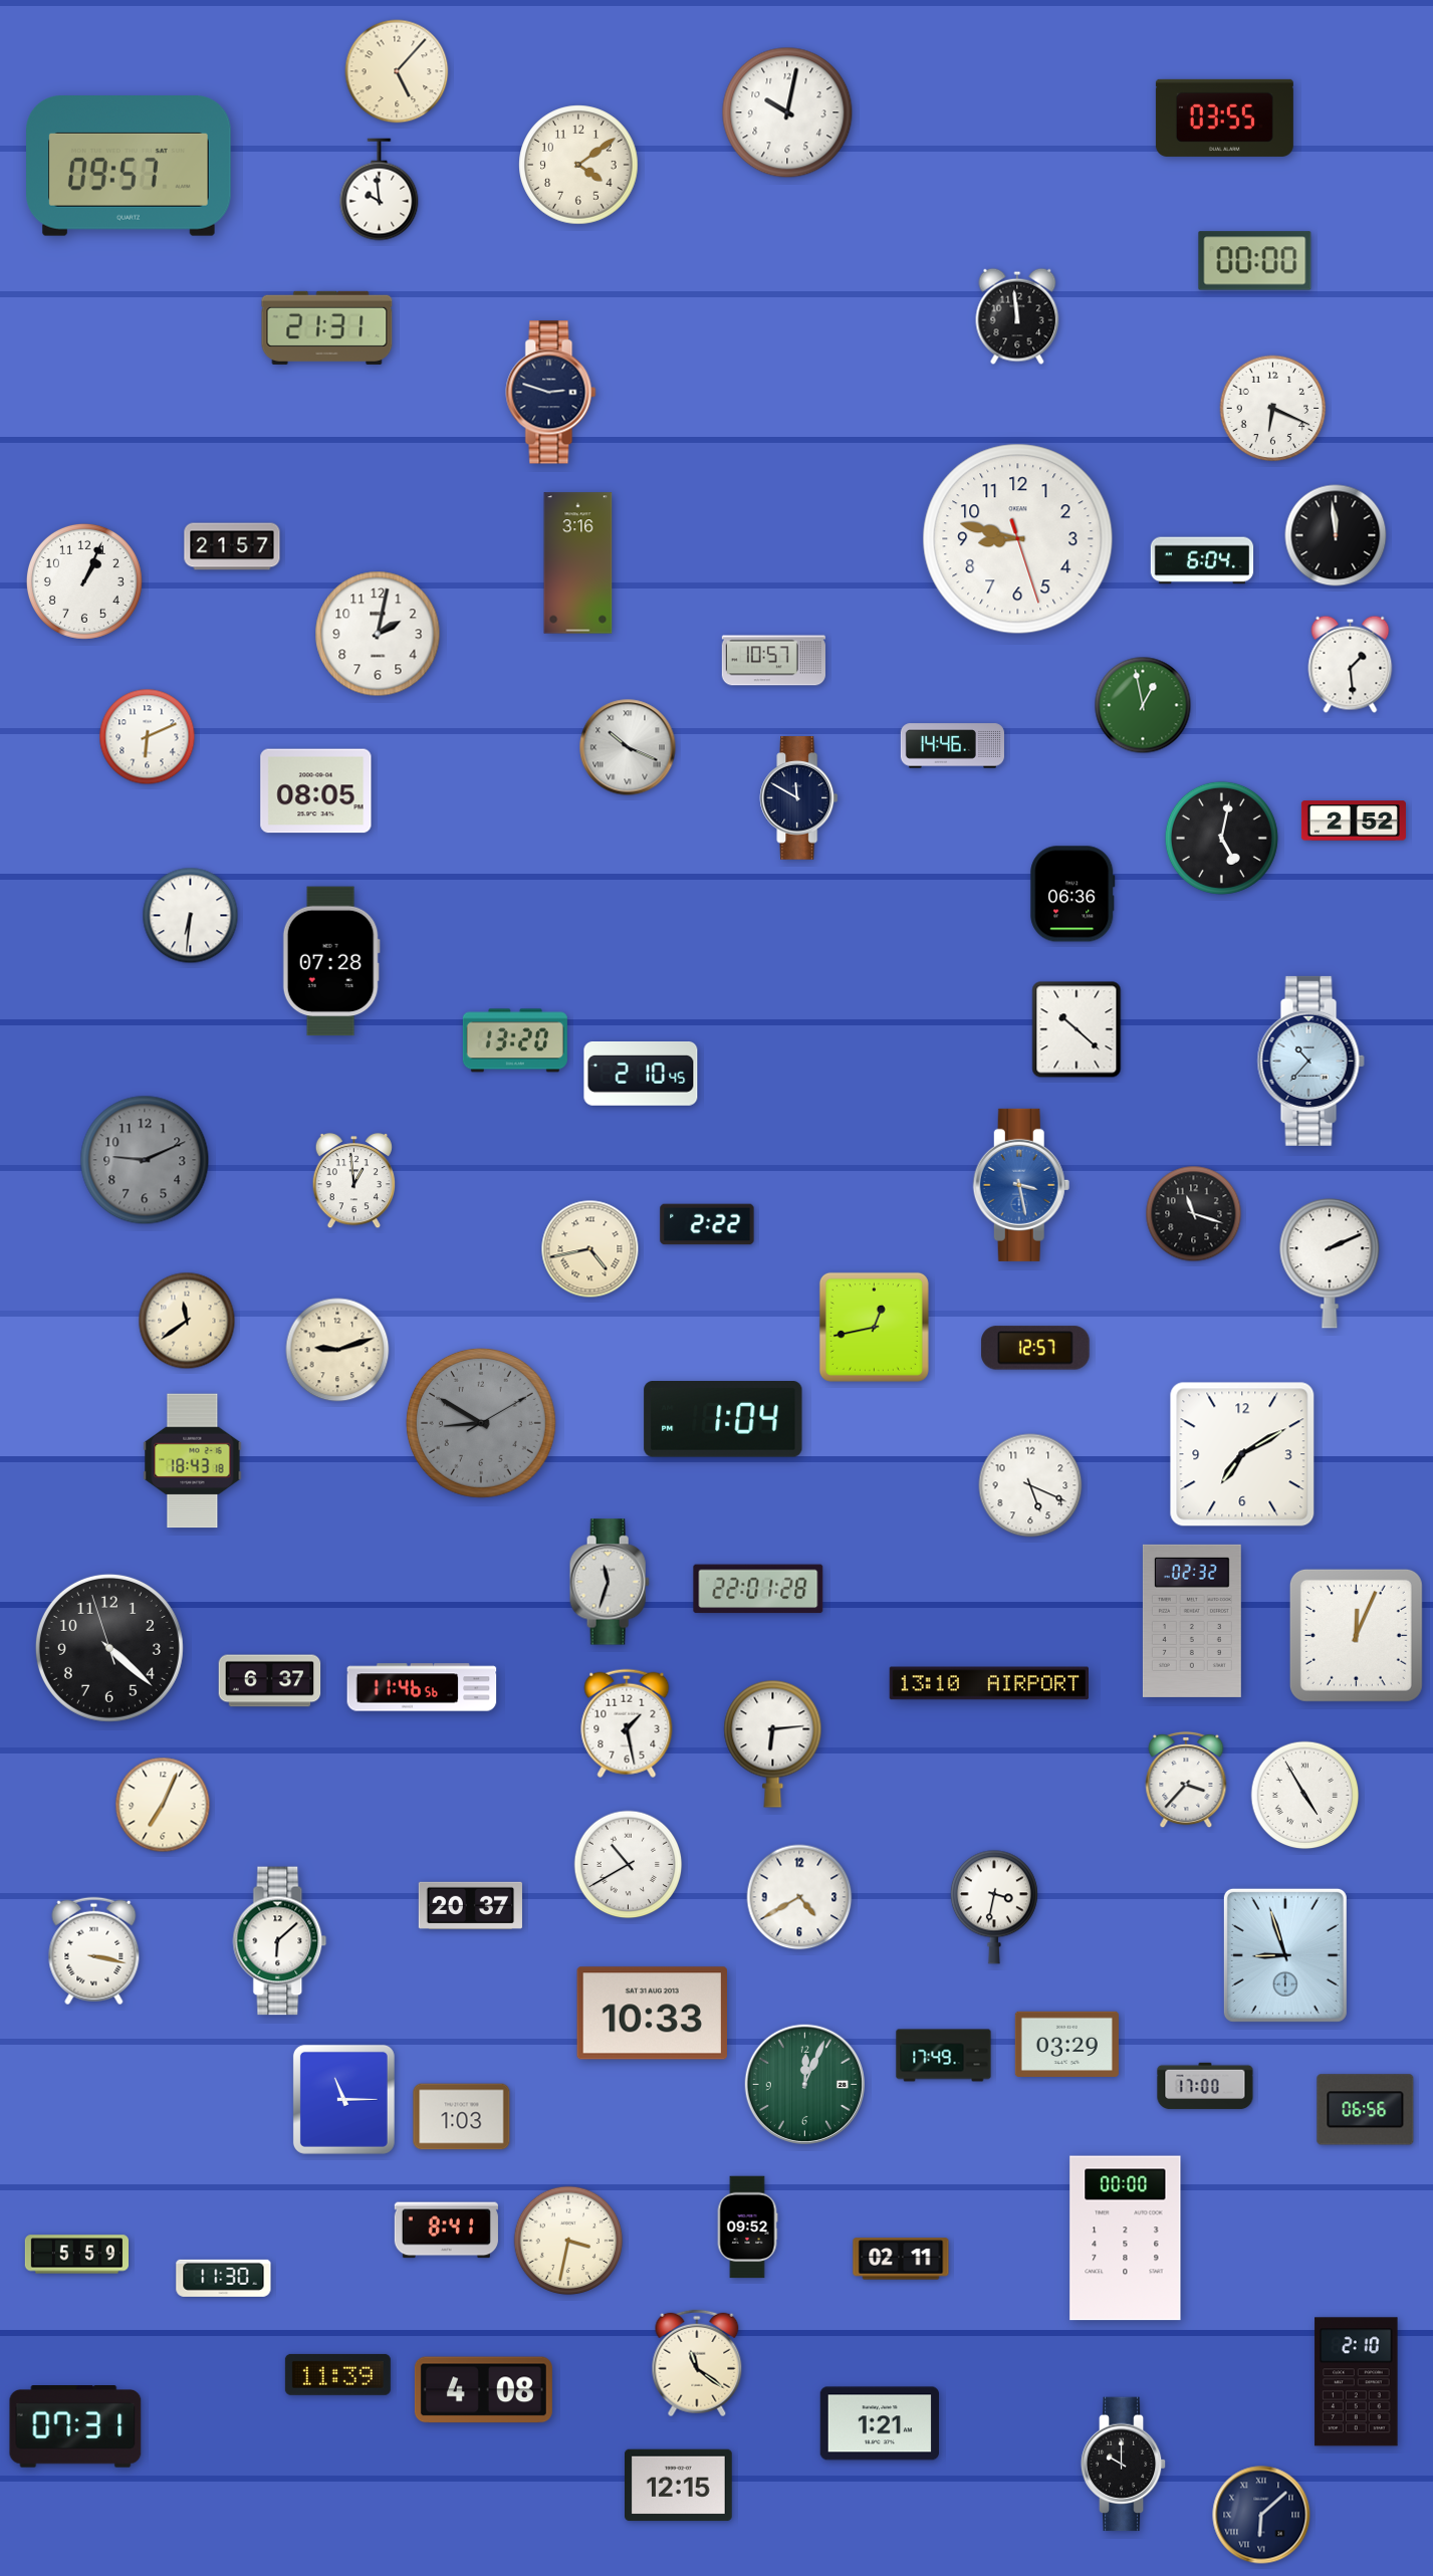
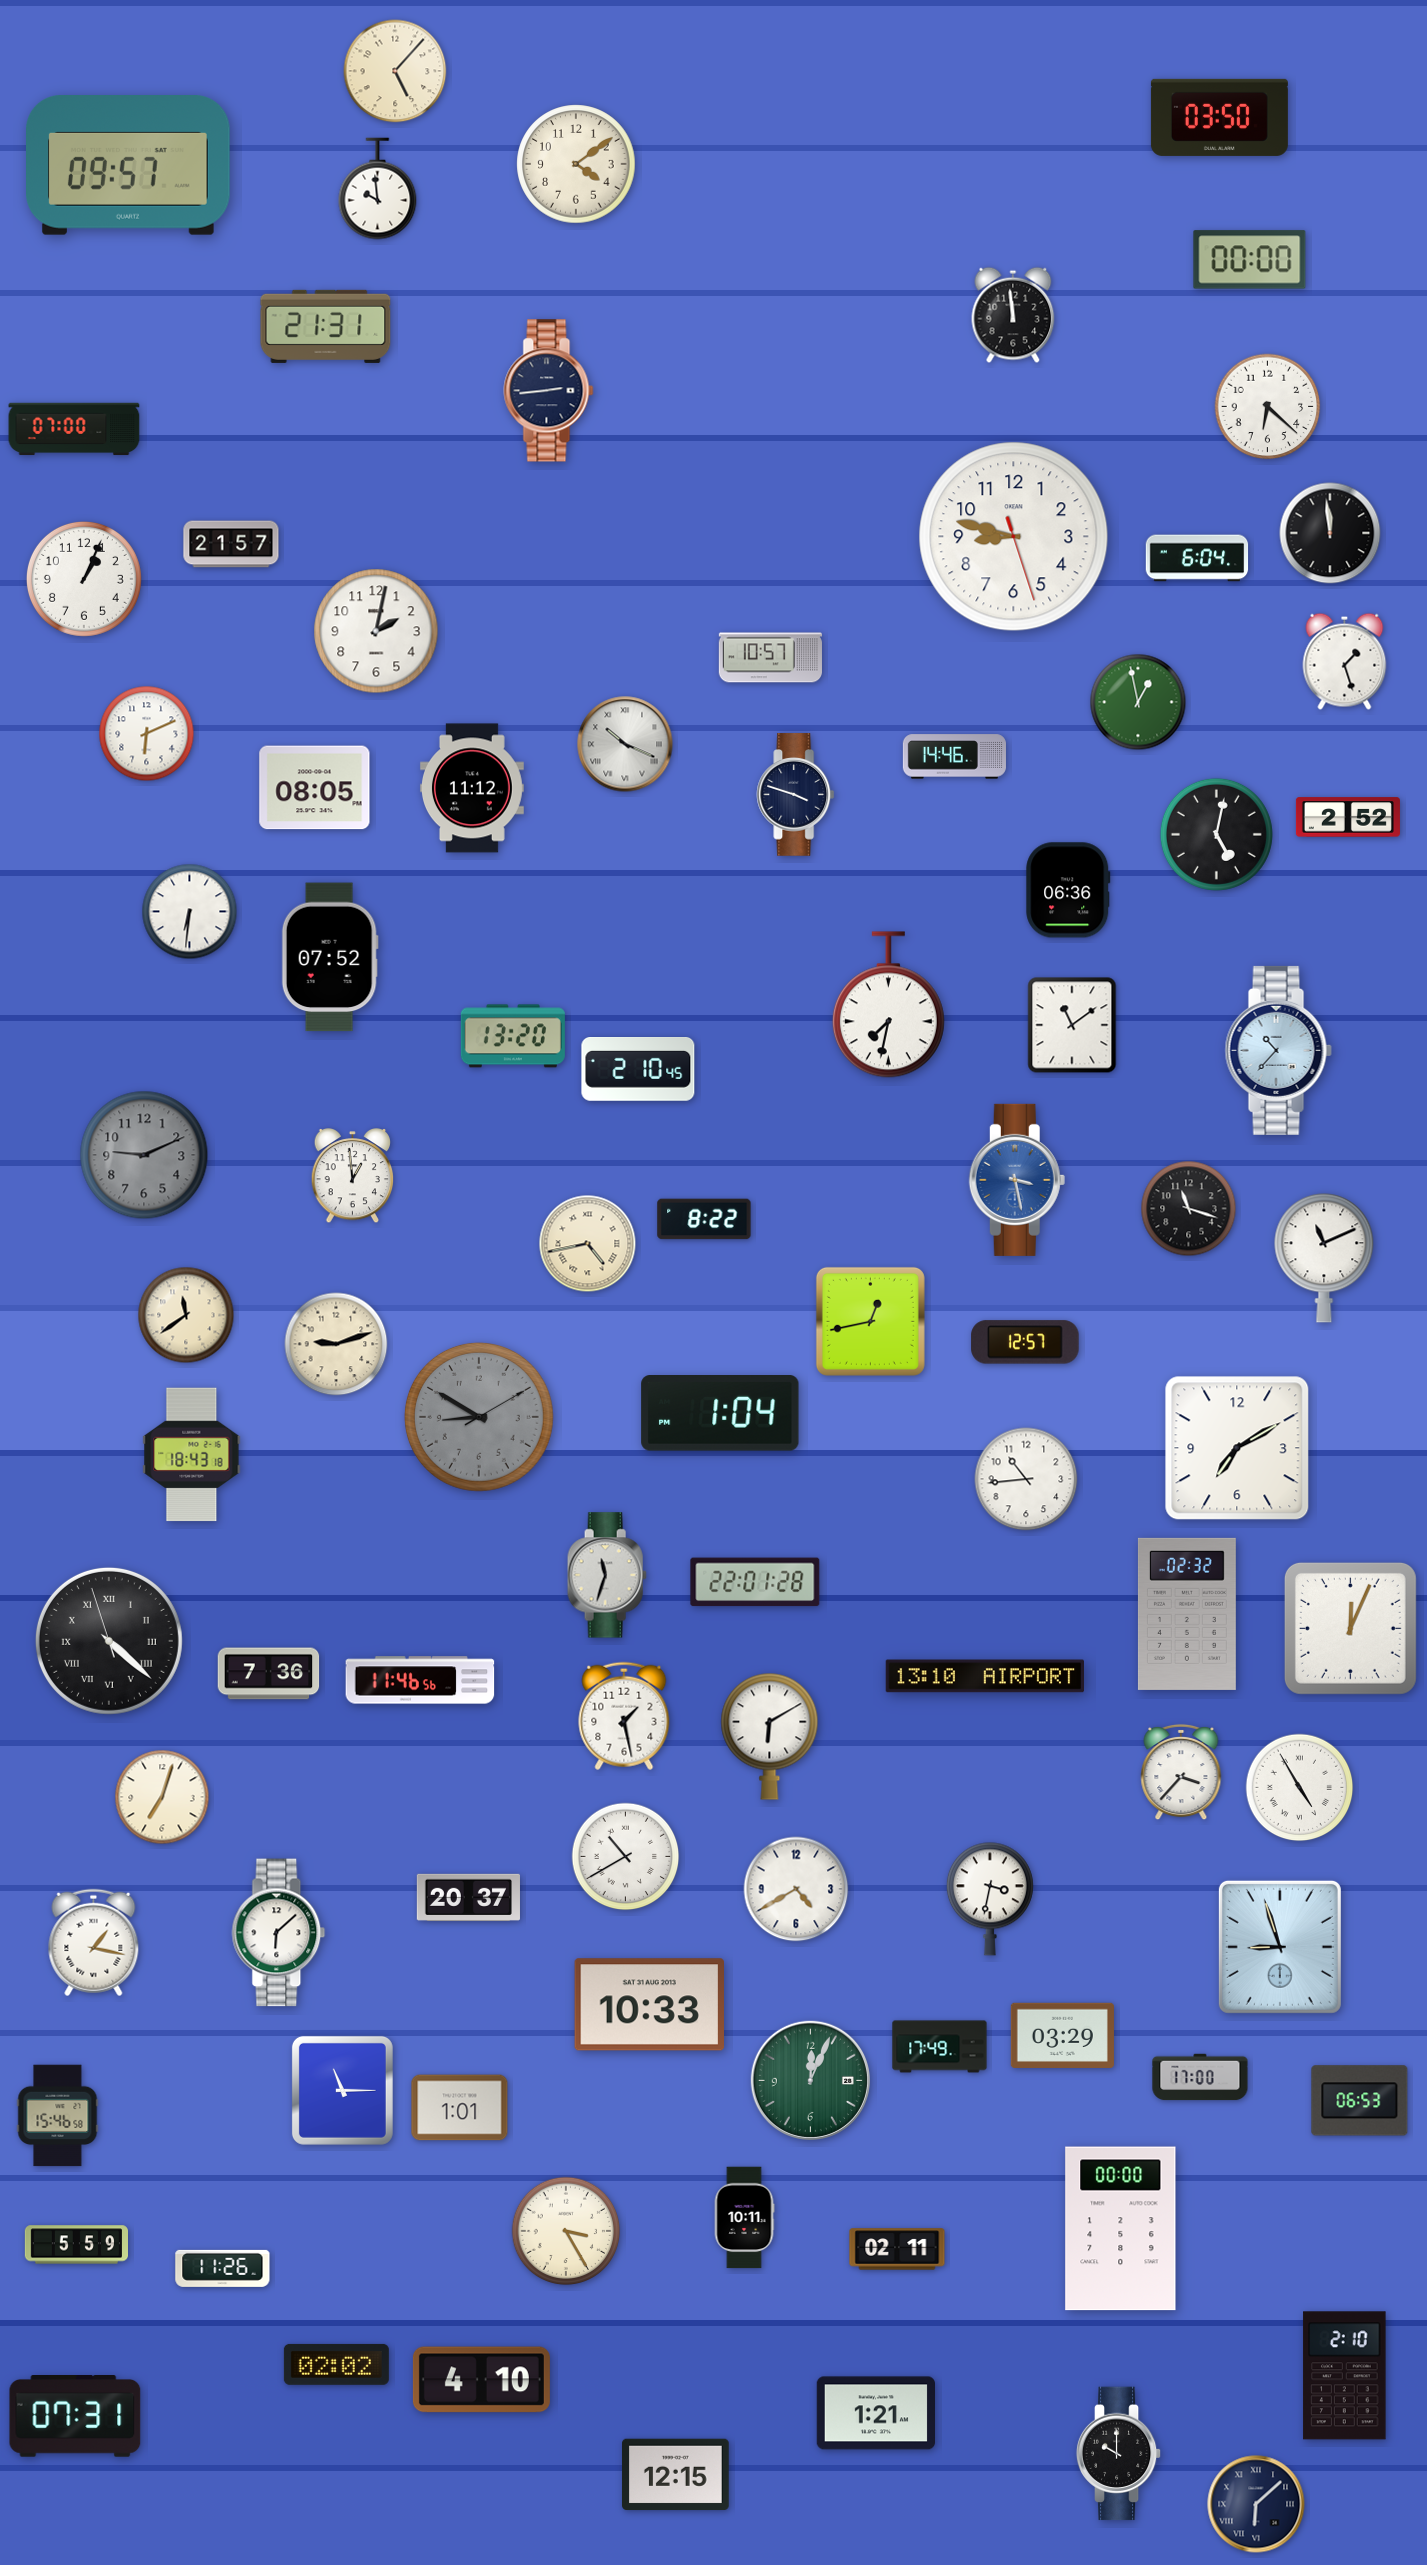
clock at (787, 112): 10:02 -> none
clock at (1224, 118): 03:55 -> 03:50
clock at (551, 393): 2:48 -> 2:44
clock at (1273, 409): 6:19 -> 6:22
clock at (74, 429): none -> 07:00
clock at (578, 563): 3:16 -> none
clock at (1351, 664): 1:29 -> 1:27
clock at (952, 746) position: (952, 746) -> (954, 757)
clock at (472, 788): none -> 11:12
clock at (799, 798): 11:50 -> 3:48
clock at (331, 961): 07:28 -> 07:52
clock at (888, 1005): none -> 7:32
clock at (1077, 1029): 10:22 -> 11:09
clock at (1310, 1061) position: (1310, 1061) -> (1278, 1050)
clock at (707, 1224): 2:22 -> 8:22
clock at (1330, 1263): 2:11 -> 11:11
clock at (1035, 1348) position: (1035, 1348) -> (1025, 1342)
clock at (1030, 1485): 5:19 -> 10:44
clock at (109, 1648) numerals: Arabic -> Roman
clock at (270, 1681): 6:37 -> 7:36
clock at (773, 1743): 6:14 -> 6:10
clock at (163, 1805): 7:04 -> 7:03
clock at (94, 1951): 3:17 -> 1:17
clock at (804, 2084) position: (804, 2084) -> (810, 2080)
clock at (1366, 2110): 06:56 -> 06:53
clock at (462, 2117): 1:03 -> 1:01
clock at (58, 2116): none -> 15:46
clock at (747, 2228): 09:52 -> 10:11
clock at (446, 2231): 8:41 -> none
clock at (568, 2241): 3:32 -> 3:25
clock at (224, 2278): 11:30 -> 11:26
clock at (697, 2363): 11:21 -> none
clock at (337, 2374): 11:39 -> 02:02
clock at (1357, 2382) position: (1357, 2382) -> (1345, 2376)
clock at (483, 2390): 4:08 -> 4:10
